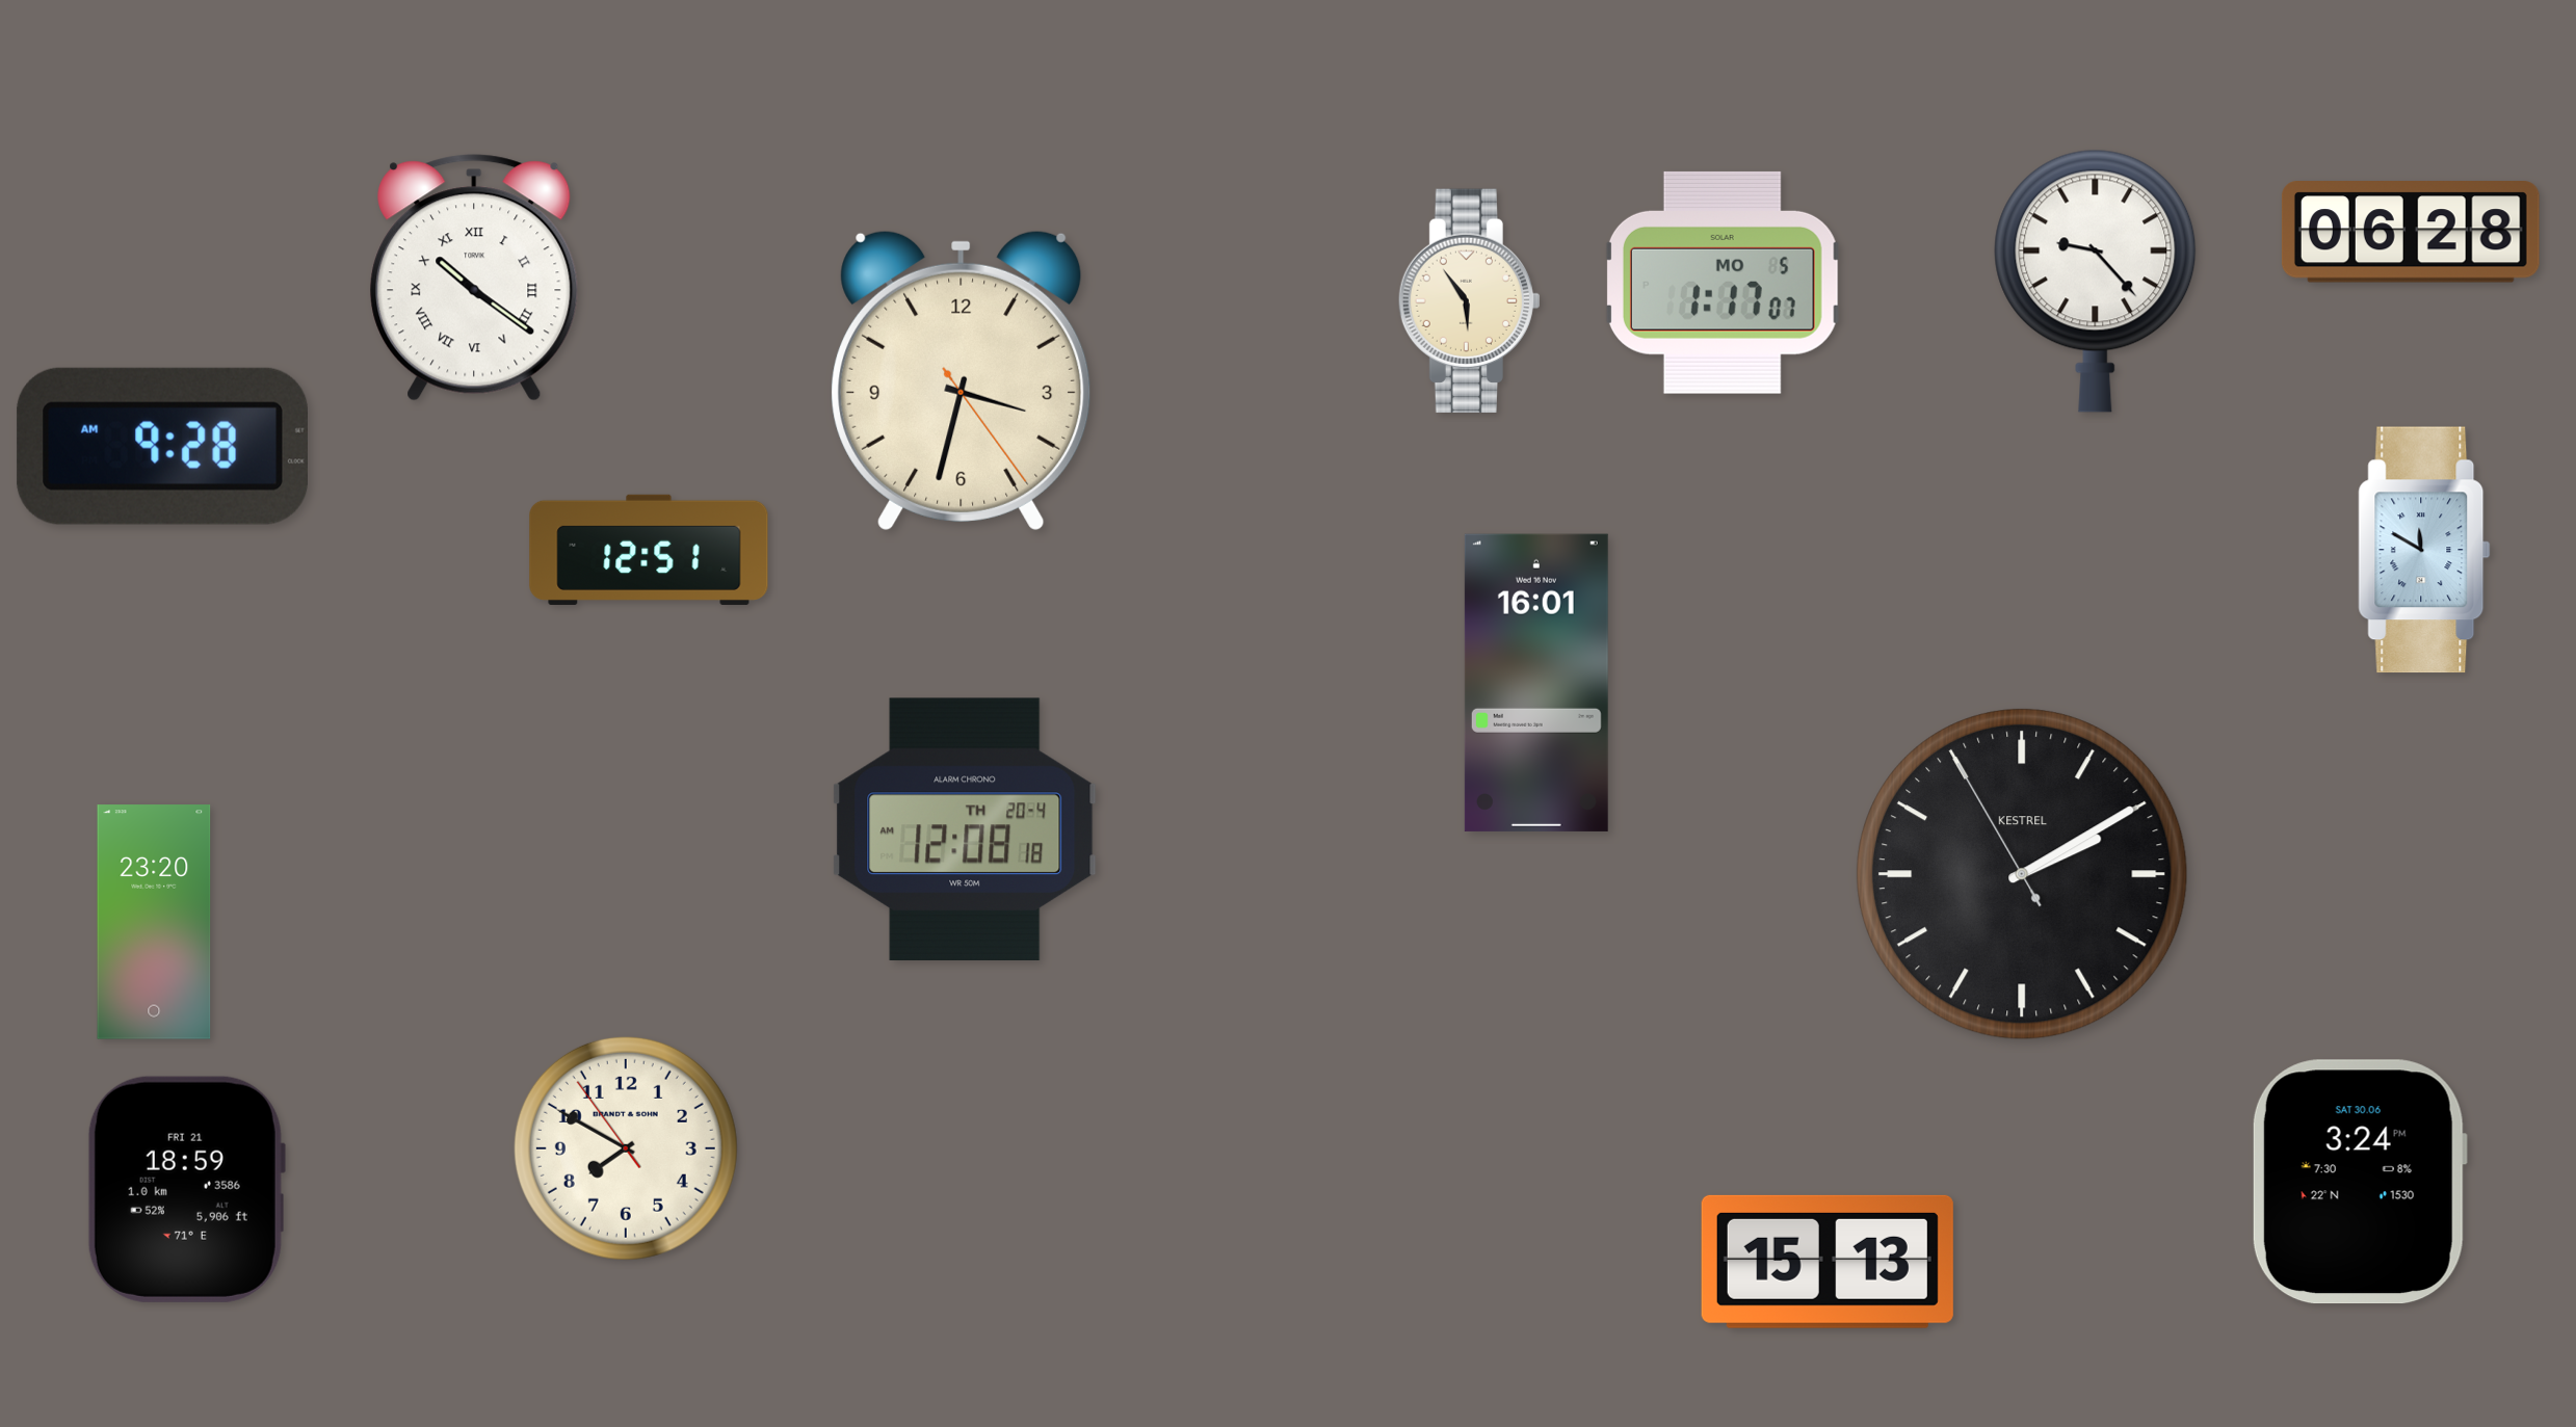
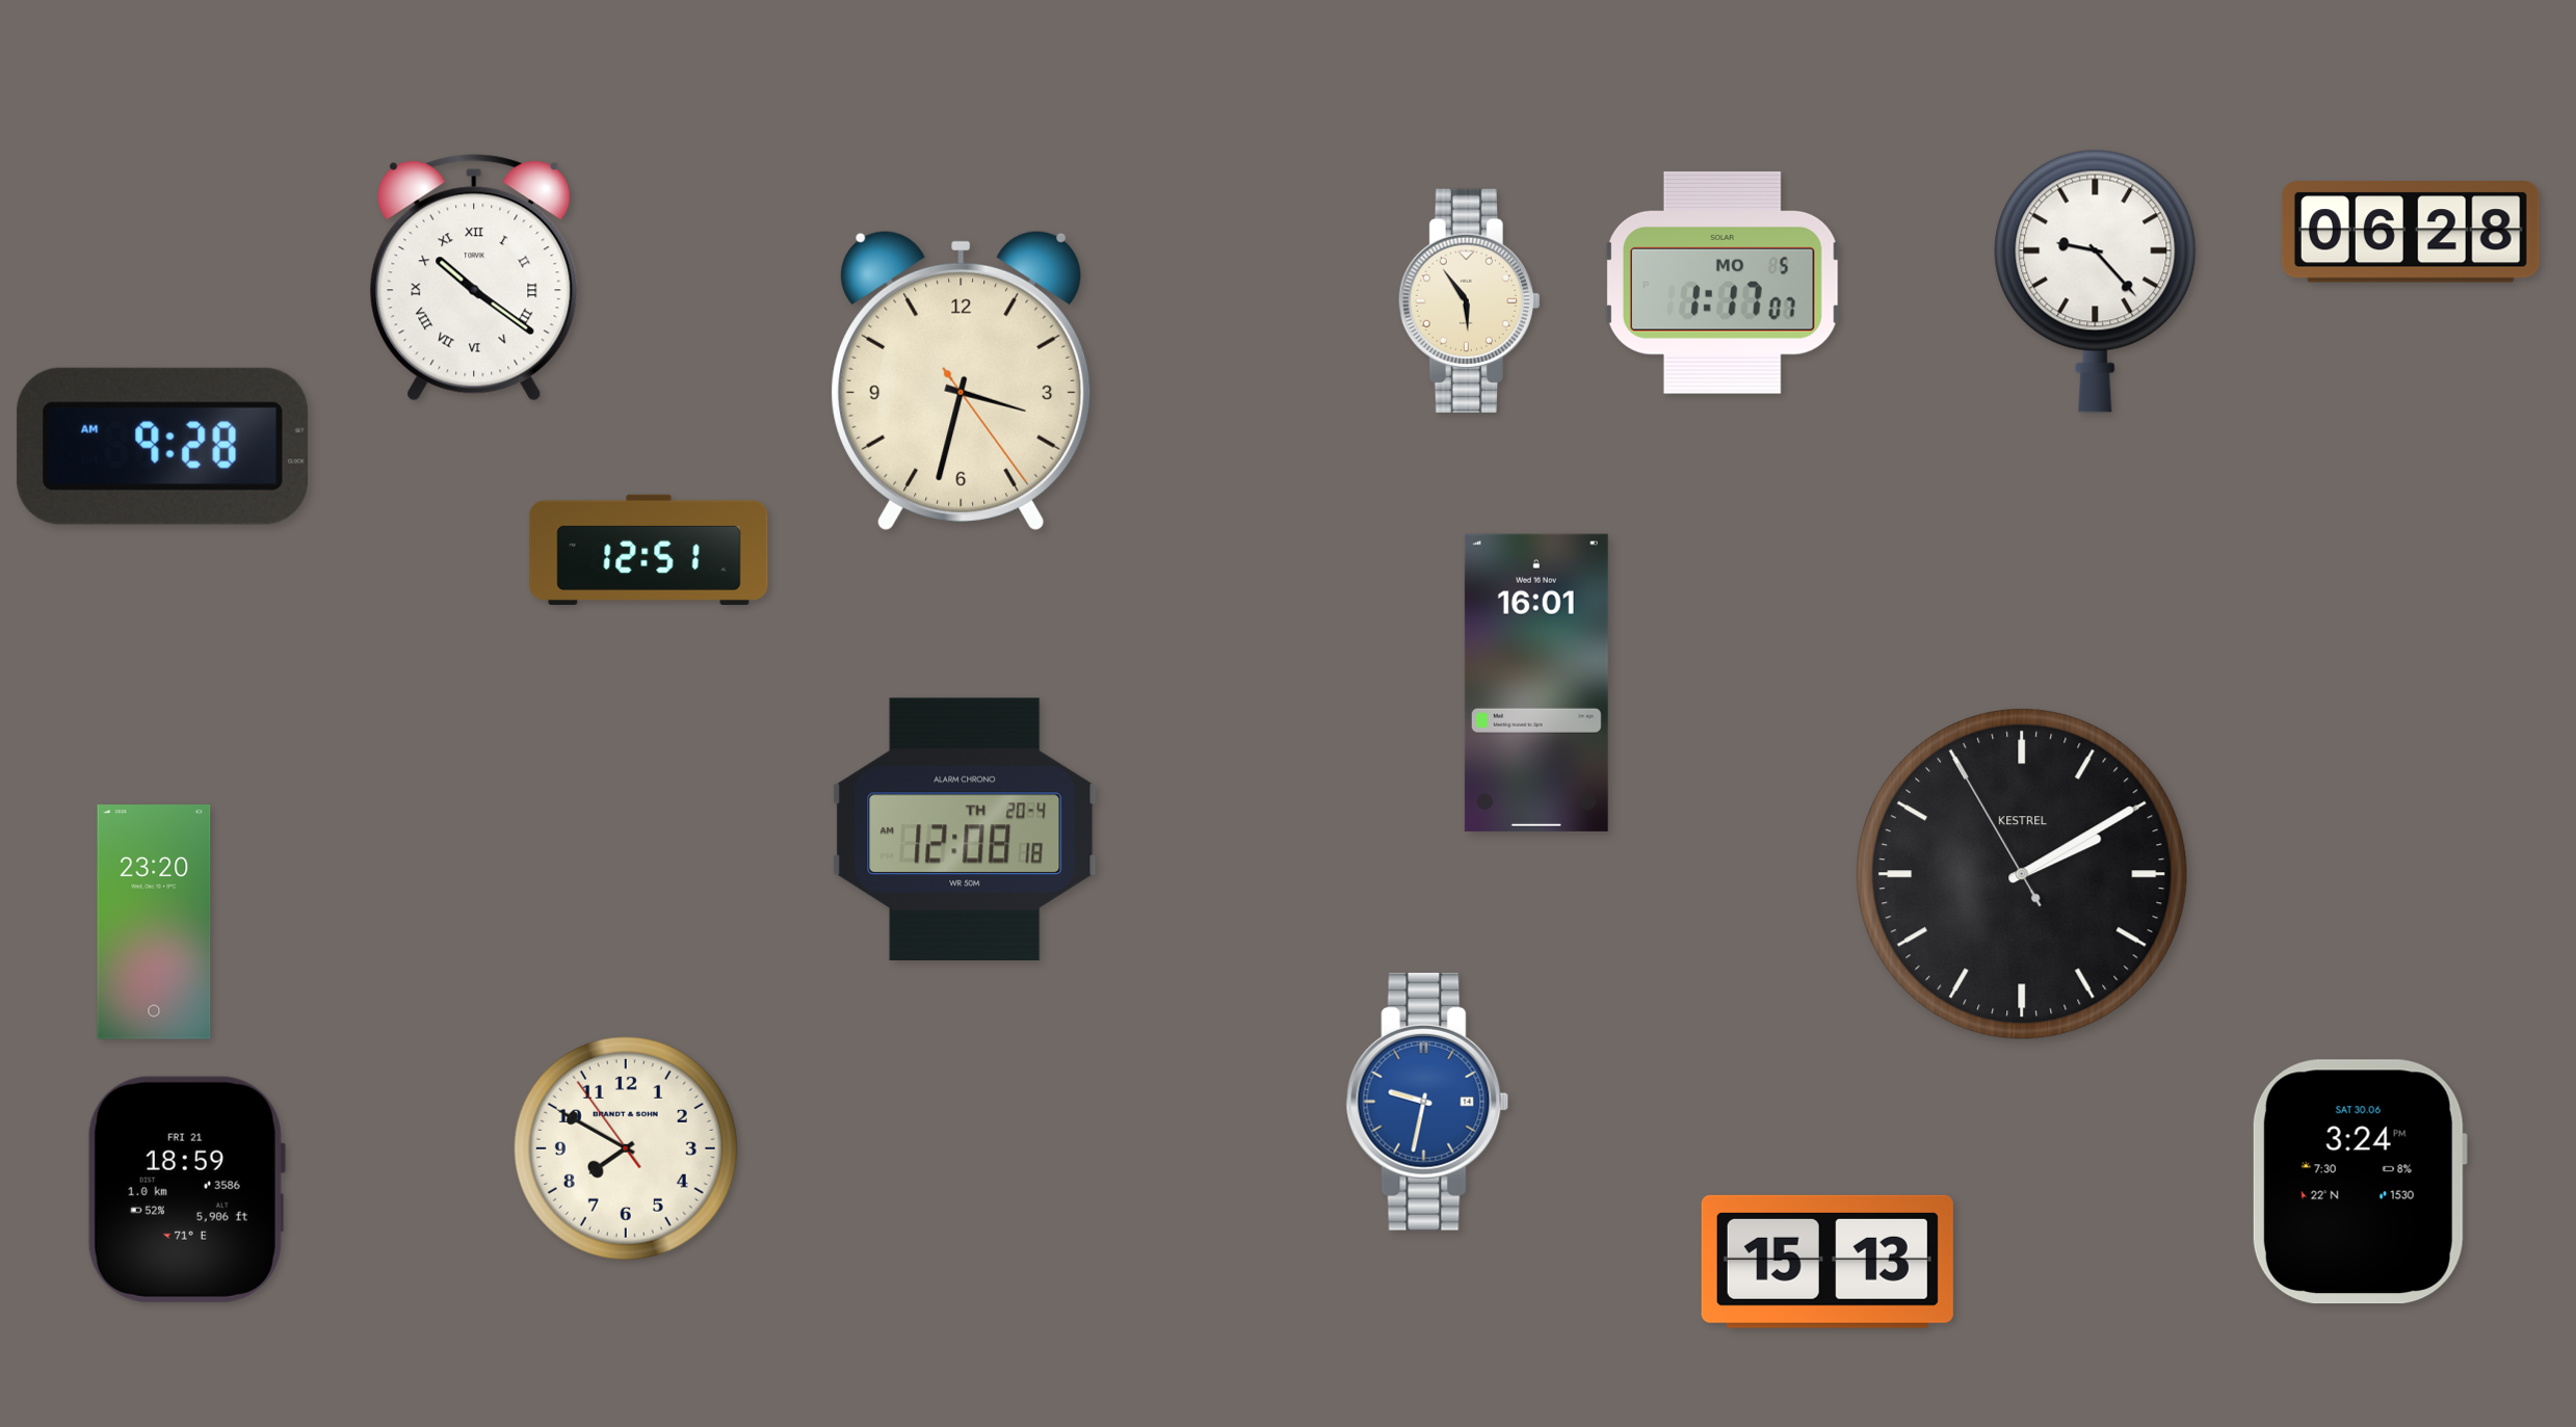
clock at (2424, 550): 11:50 -> none
clock at (1427, 1102): none -> 9:32
